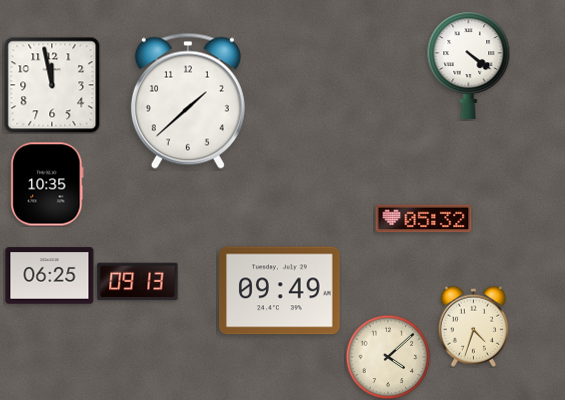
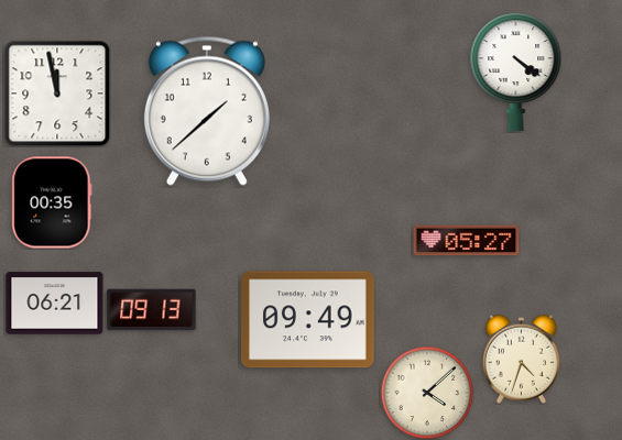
clock at (47, 184): 10:35 -> 00:35
clock at (424, 219): 05:32 -> 05:27
clock at (50, 276): 06:25 -> 06:21
